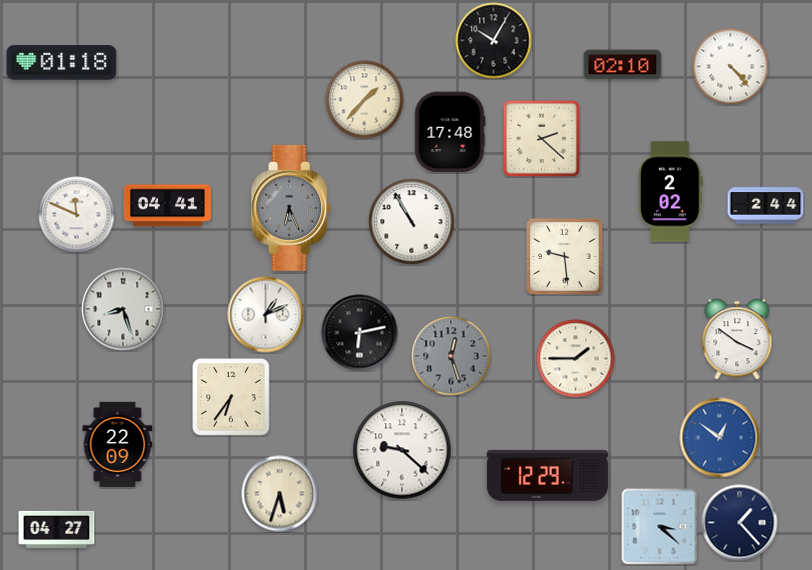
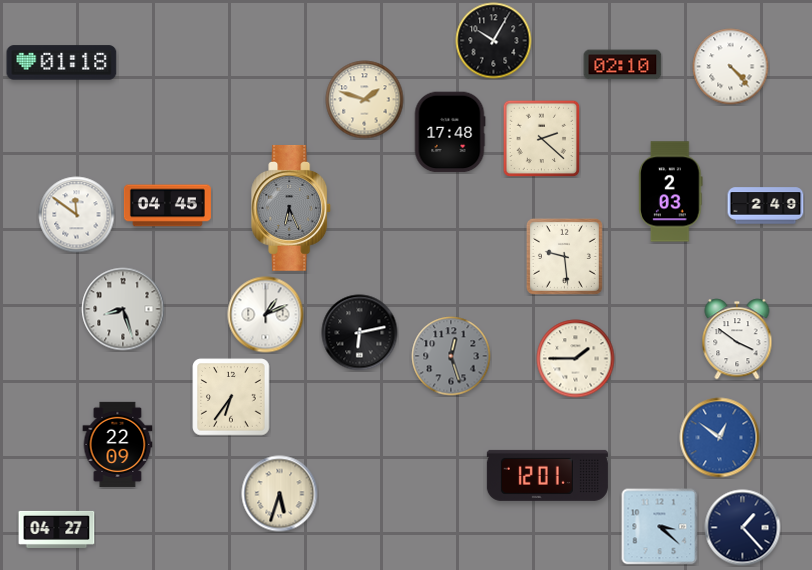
clock at (365, 100): 1:37 -> 1:48
clock at (671, 192): 2:02 -> 2:03
clock at (167, 206): 04:41 -> 04:45
clock at (766, 206): 2:44 -> 2:49
clock at (77, 215): 11:49 -> 11:51
clock at (412, 222): 10:55 -> none
clock at (402, 450): 9:22 -> none
clock at (547, 475): 12:29 -> 12:01
clock at (740, 523) position: (740, 523) -> (743, 528)
